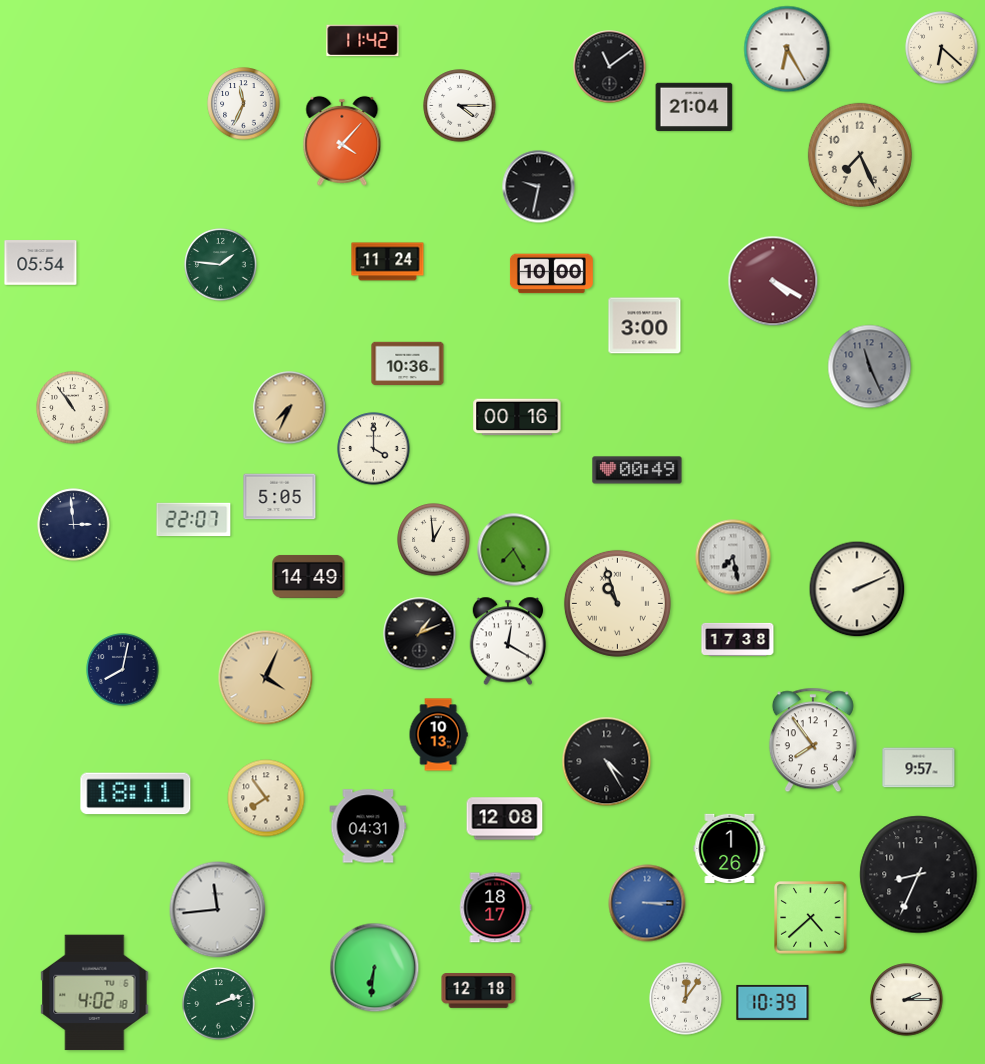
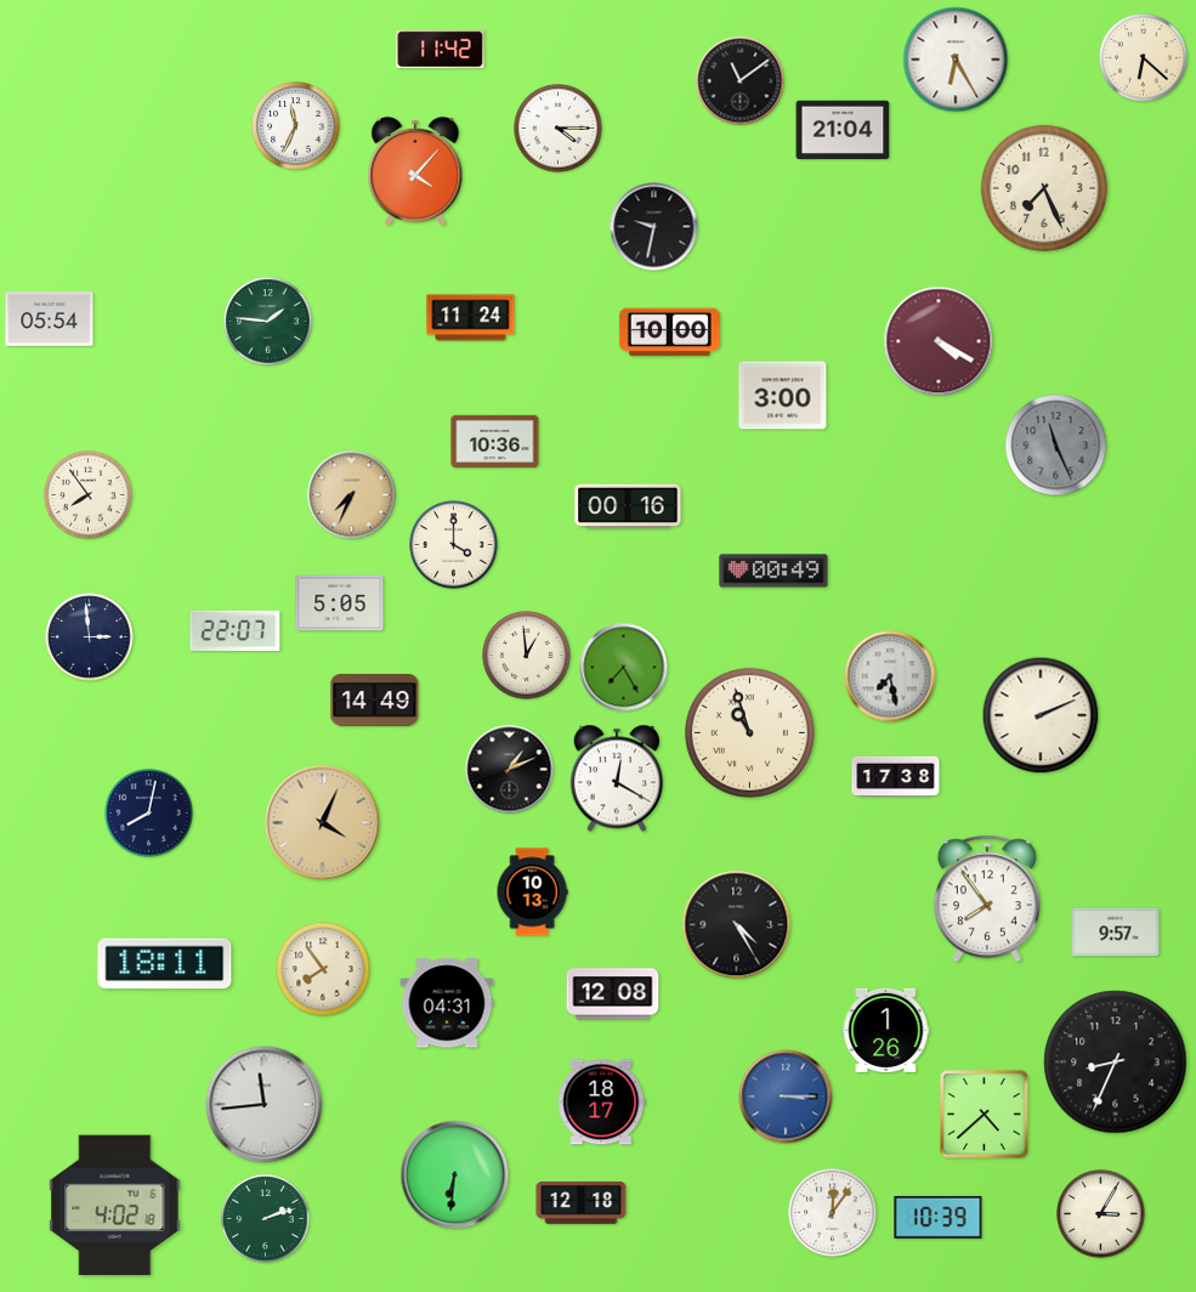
clock at (73, 408): 10:54 -> 7:54
clock at (907, 1000): 2:15 -> 3:05
